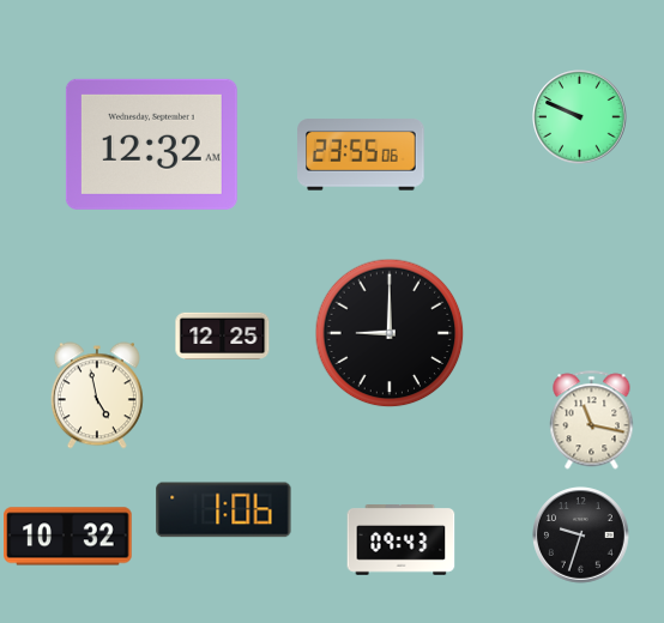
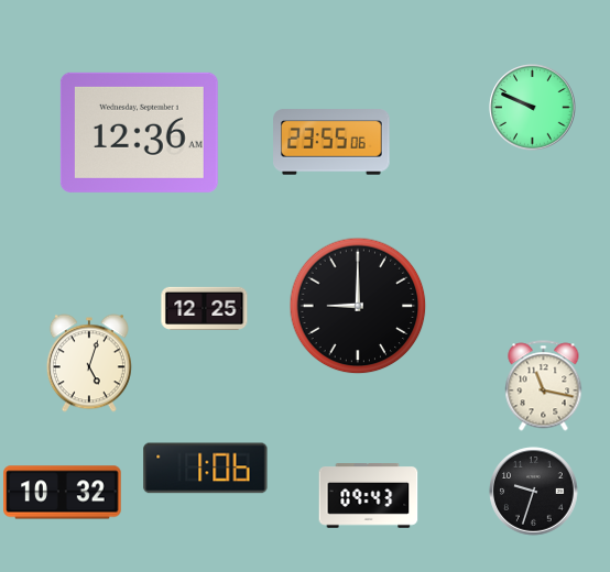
clock at (151, 144): 12:32 -> 12:36
clock at (97, 395): 4:58 -> 5:03
